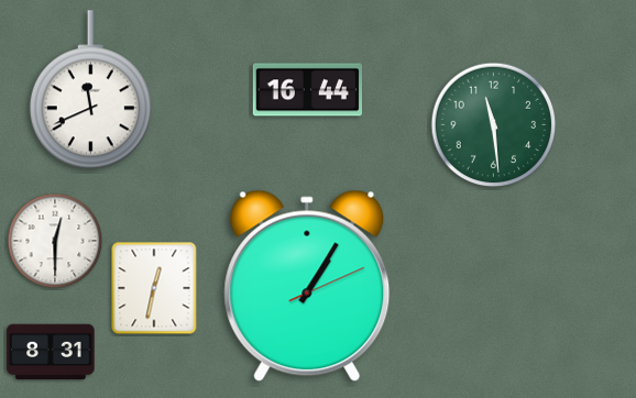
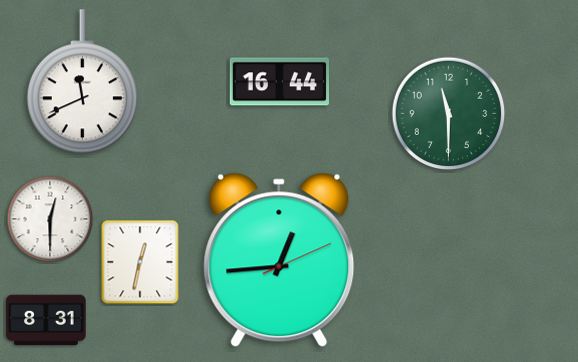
clock at (494, 125): 11:29 -> 11:30
clock at (307, 286): 1:05 -> 12:44
